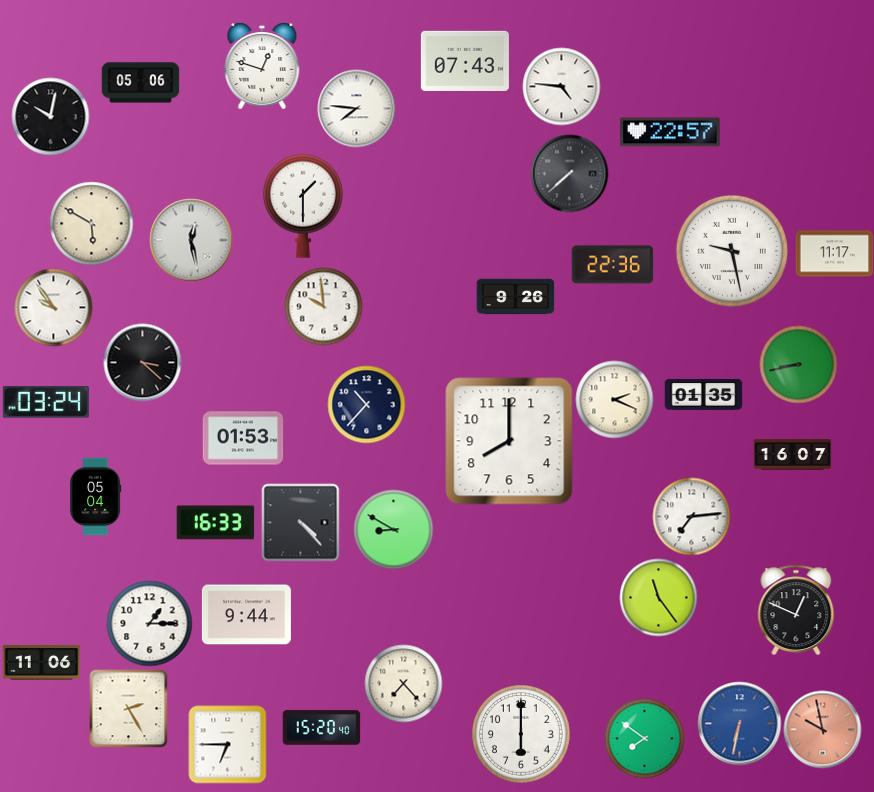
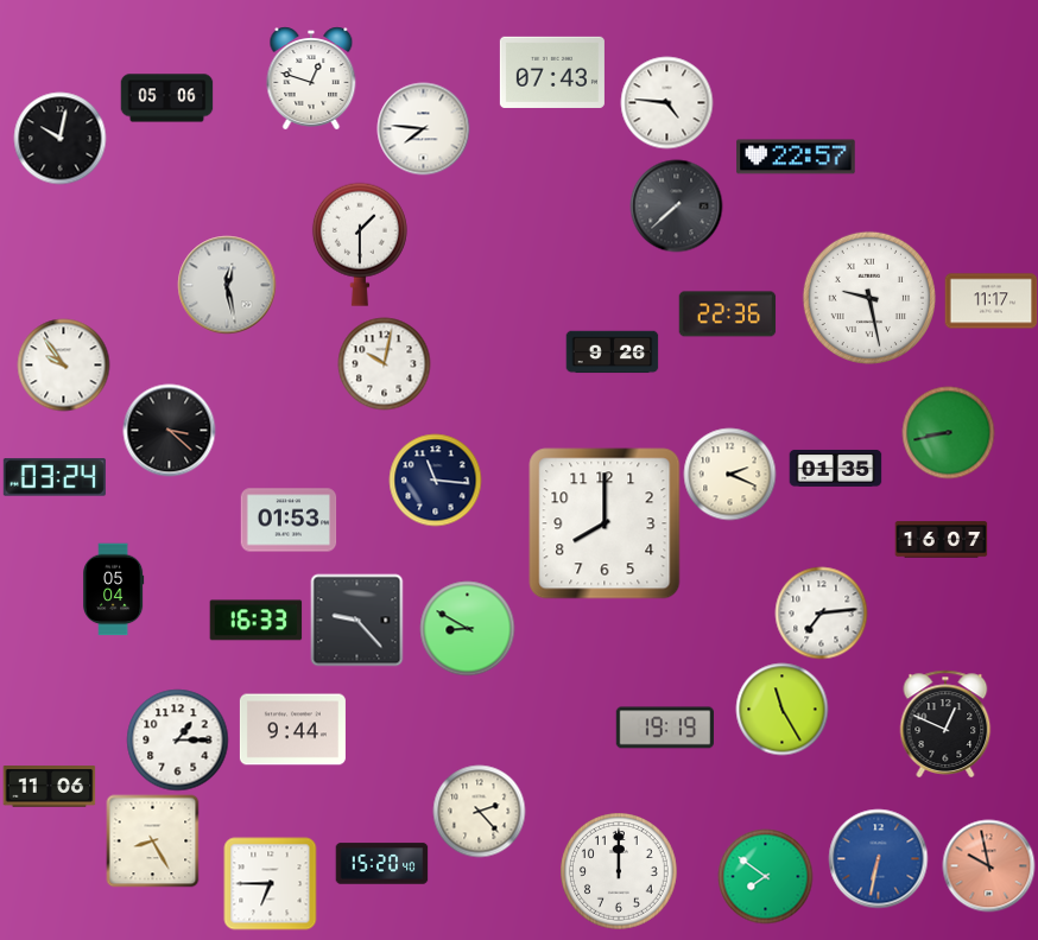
clock at (91, 223): 5:50 -> none
clock at (323, 306): 9:59 -> 10:02
clock at (366, 404): 10:37 -> 11:16
clock at (300, 522): 4:23 -> 9:23
clock at (658, 597): 11:24 -> 11:25
clock at (664, 728): none -> 19:19
clock at (403, 683): 7:23 -> 2:23
clock at (128, 708): 2:25 -> 8:25
clock at (822, 729) position: (822, 729) -> (988, 865)
clock at (522, 735): 6:00 -> 12:00
